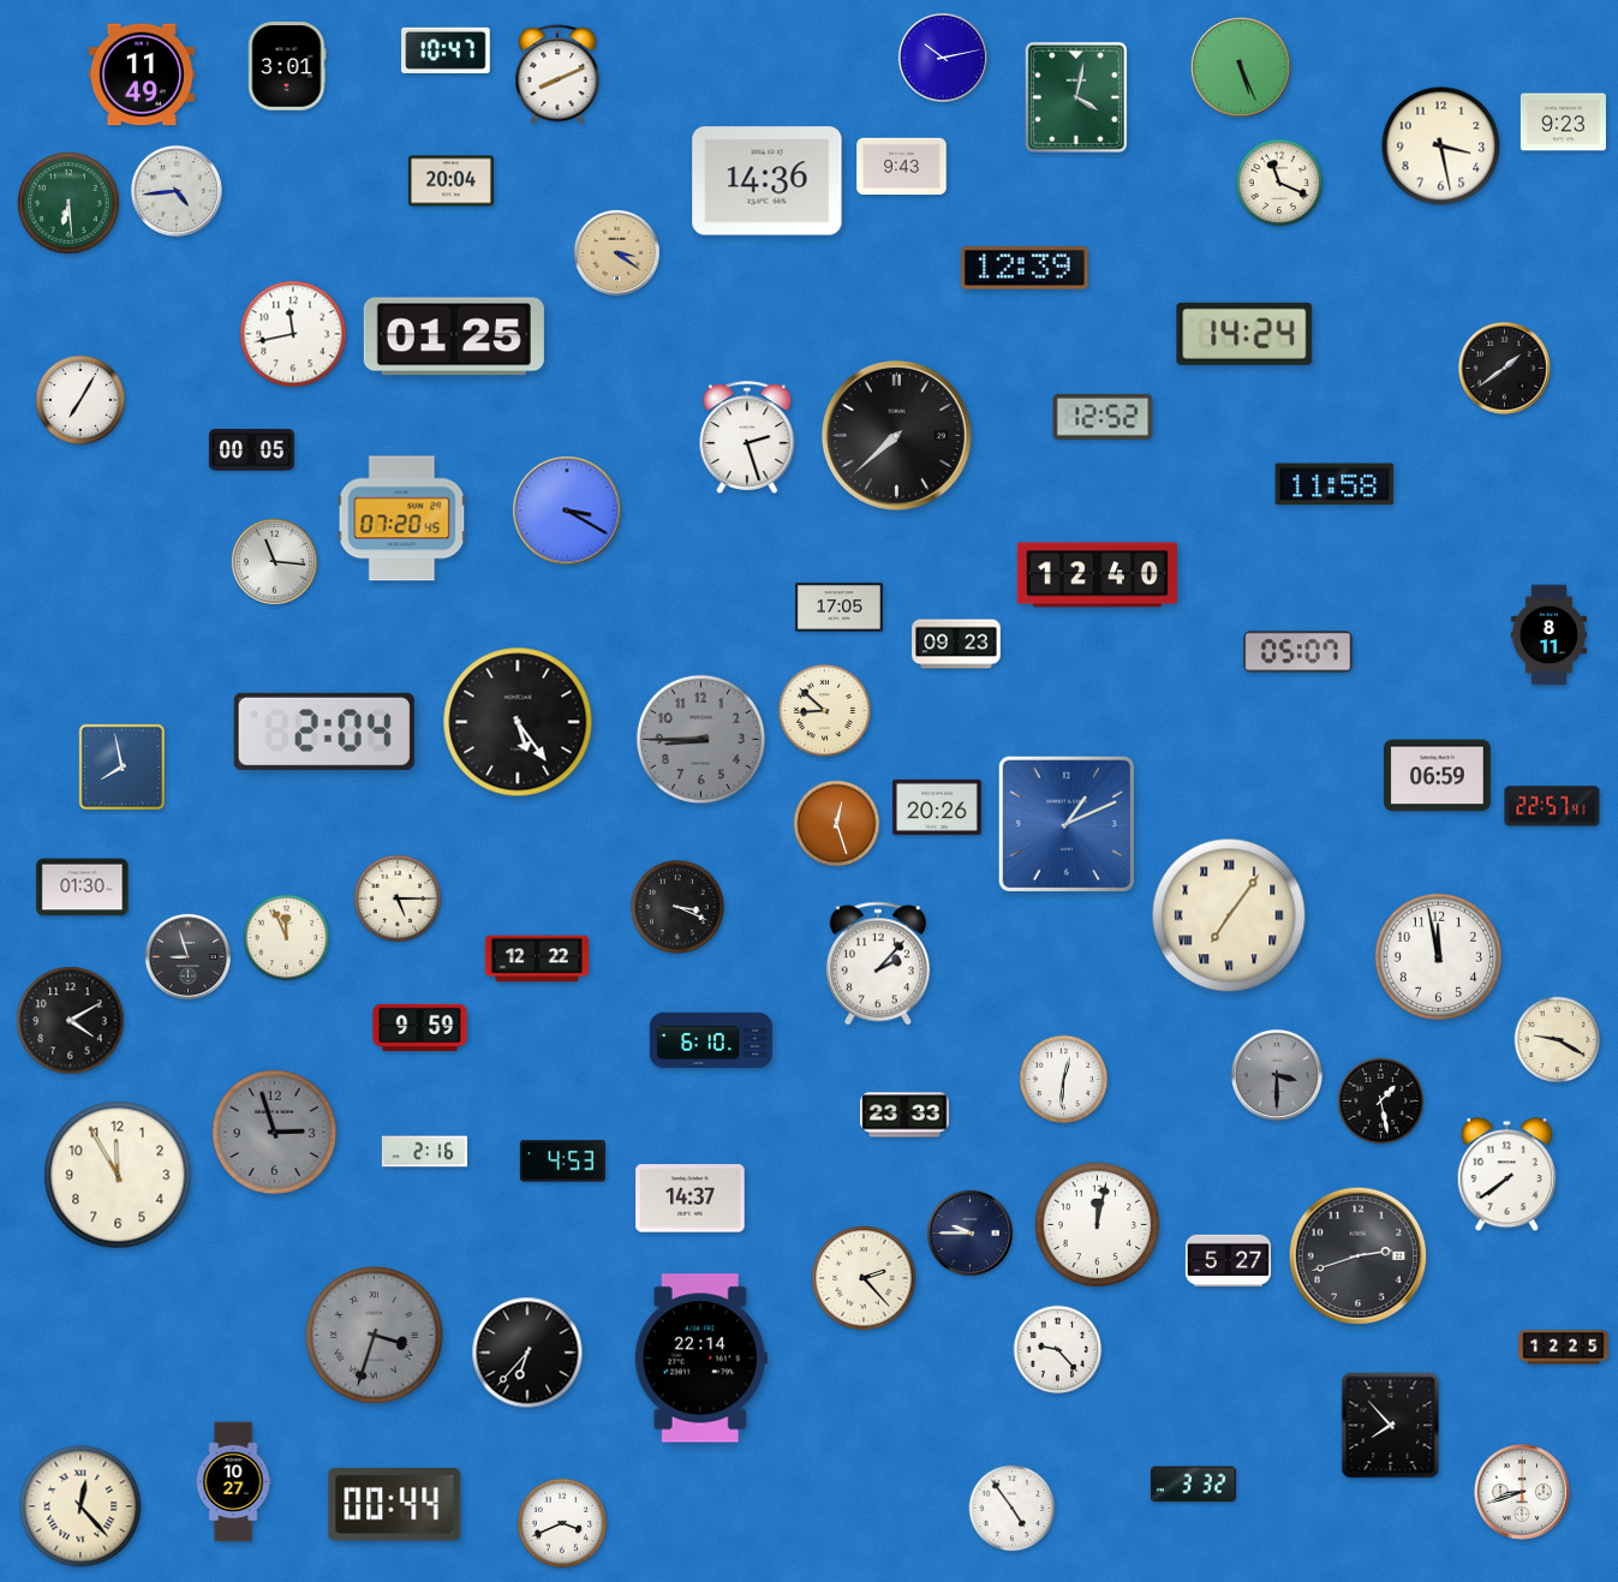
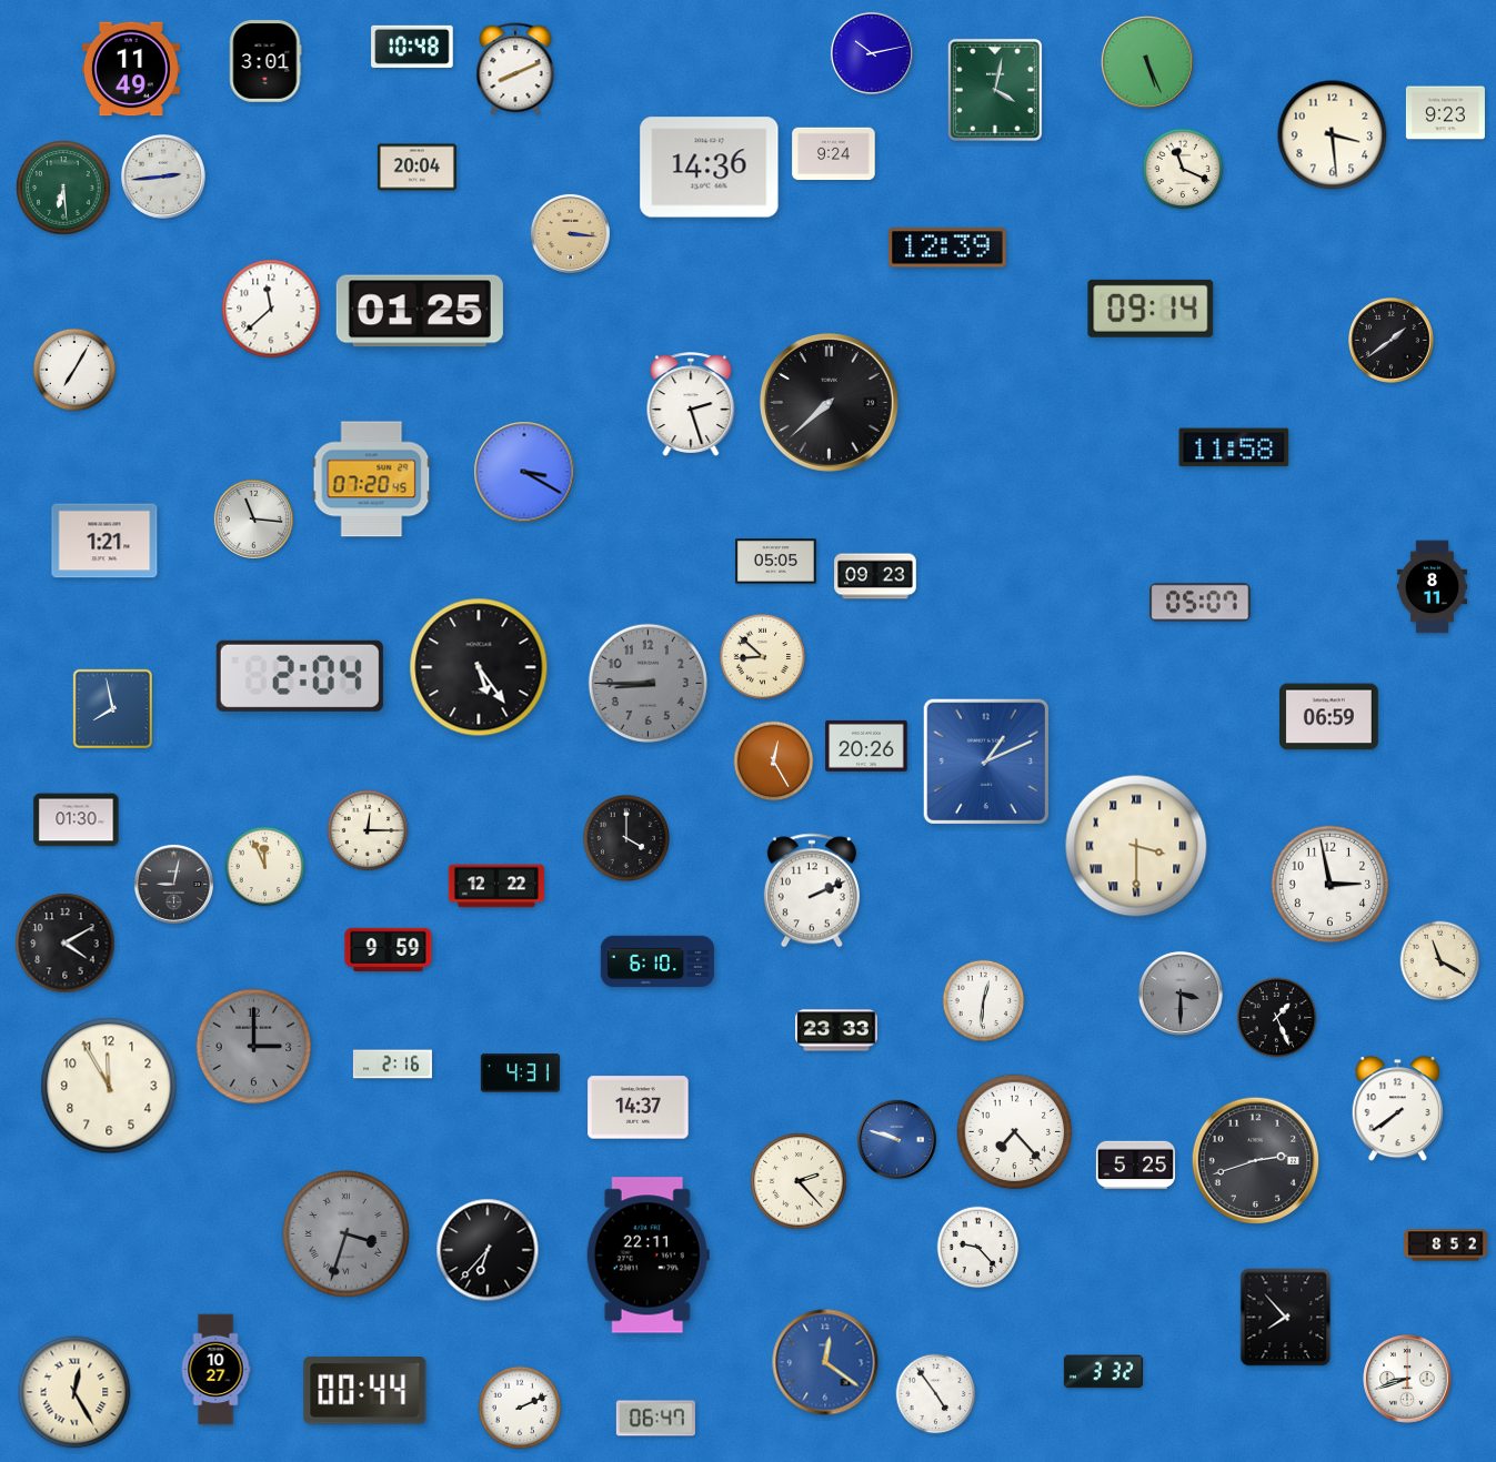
clock at (446, 50): 10:47 -> 10:48
clock at (1441, 147): 3:28 -> 3:29
clock at (902, 167): 9:43 -> 9:24
clock at (177, 191): 4:44 -> 2:44
clock at (616, 252): 3:21 -> 3:16
clock at (293, 334): 11:43 -> 11:38
clock at (1244, 334): 14:24 -> 09:14
clock at (1103, 417): 12:52 -> none
clock at (251, 450): 00:05 -> none
clock at (1097, 575): 12:40 -> none
clock at (104, 541): none -> 1:21
clock at (840, 608): 17:05 -> 05:05
clock at (956, 644) position: (956, 644) -> (875, 576)
clock at (1552, 806): 22:57 -> none
clock at (837, 824): 12:27 -> 12:25
clock at (398, 899): 5:15 -> 12:15
clock at (677, 907): 3:19 -> 4:00
clock at (1229, 915): 7:06 -> 3:30
clock at (187, 956): 8:57 -> 9:02
clock at (1439, 957): 11:58 -> 2:58
clock at (878, 963): 2:07 -> 2:11
clock at (1558, 1040): 9:20 -> 11:20
clock at (1064, 1080) position: (1064, 1080) -> (984, 1001)
clock at (1381, 1102): 1:28 -> 1:26
clock at (275, 1133): 2:57 -> 3:00
clock at (562, 1162): 4:53 -> 4:31
clock at (1506, 1175) position: (1506, 1175) -> (1397, 1109)
clock at (1098, 1225): 12:02 -> 7:23
clock at (969, 1232): 9:45 -> 9:48
clock at (969, 1232) dial: navy -> blue
clock at (1228, 1261): 5:27 -> 5:25
clock at (1564, 1348): 12:25 -> 8:52
clock at (700, 1359): 22:14 -> 22:11
clock at (825, 1362): none -> 12:21
clock at (80, 1506): 12:23 -> 12:25
clock at (562, 1523): 3:41 -> 2:11
clock at (655, 1419): none -> 06:47
